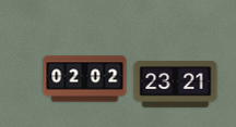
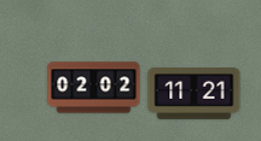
clock at (176, 85): 23:21 -> 11:21
